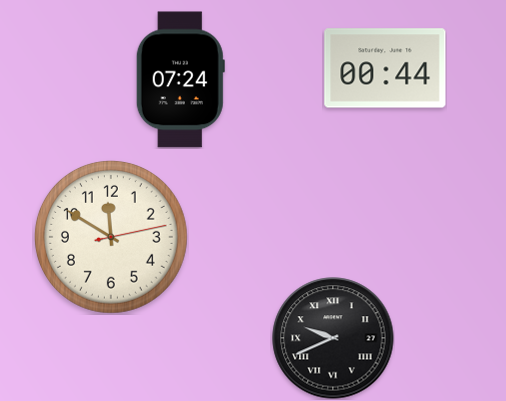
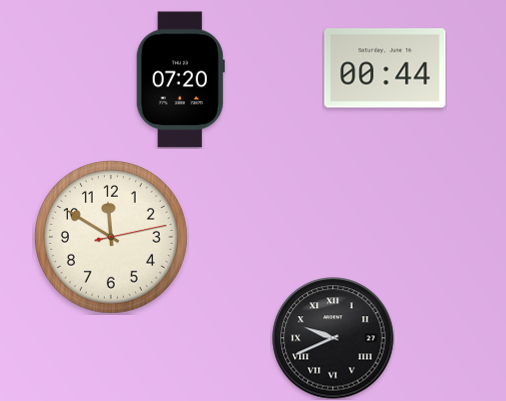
clock at (180, 80): 07:24 -> 07:20
